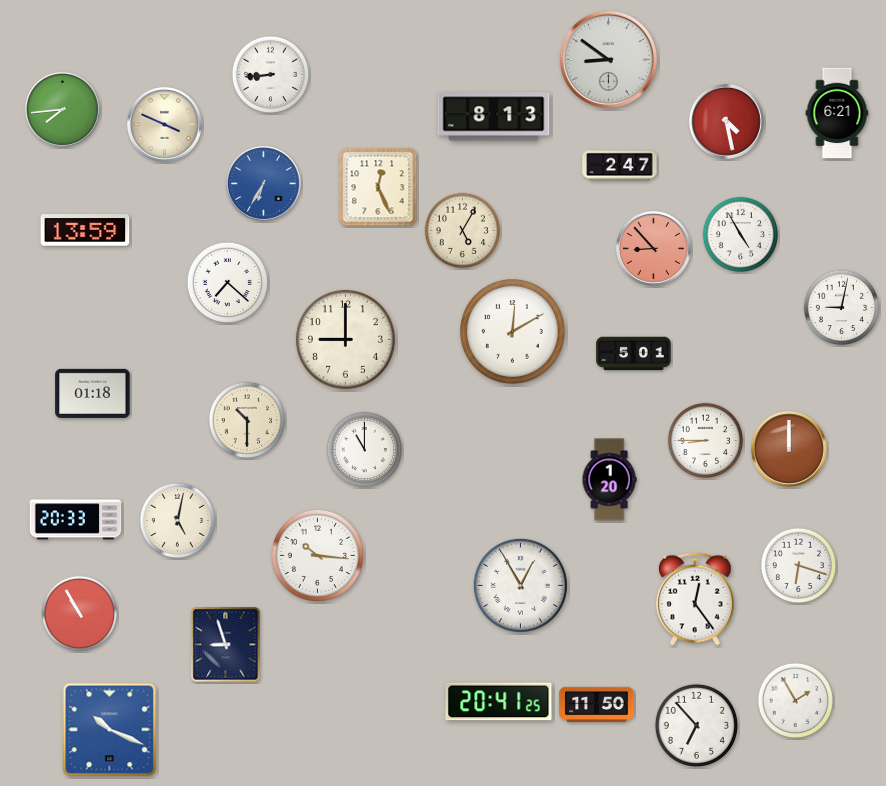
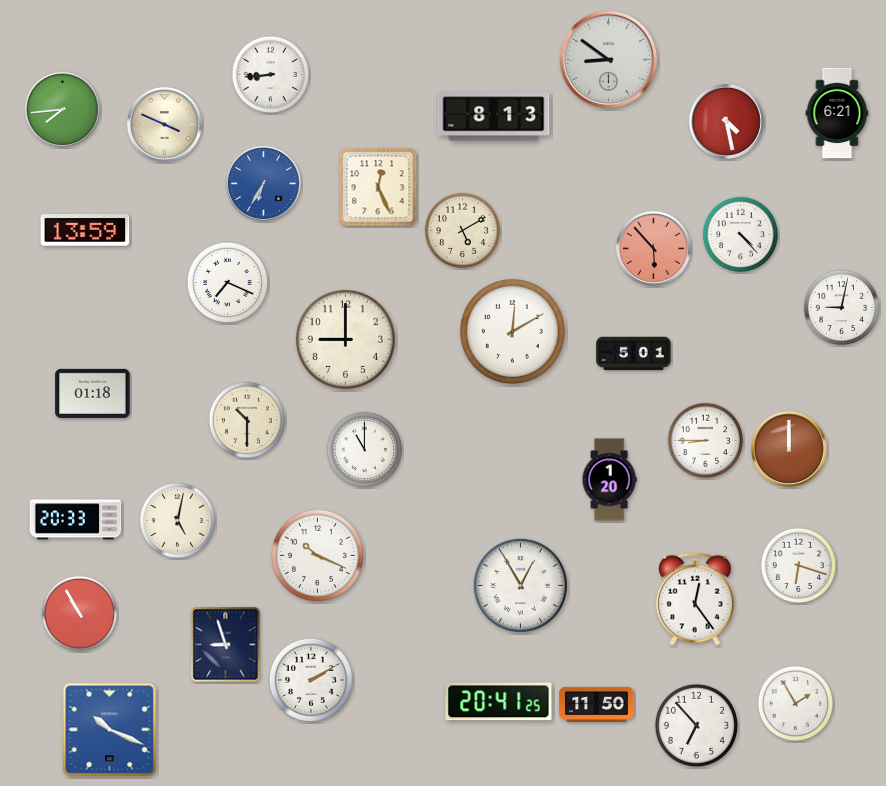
clock at (620, 166): 2:47 -> none
clock at (463, 231): 5:05 -> 5:10
clock at (741, 235): 4:55 -> 4:23
clock at (653, 248): 8:53 -> 5:53
clock at (227, 282): 7:22 -> 7:19
clock at (317, 555): 10:16 -> 10:19
clock at (311, 680): none -> 2:10
clock at (796, 701) position: (796, 701) -> (796, 704)
